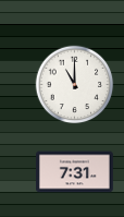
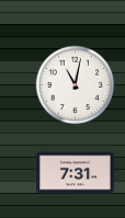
clock at (75, 85): 11:00 -> 11:02
